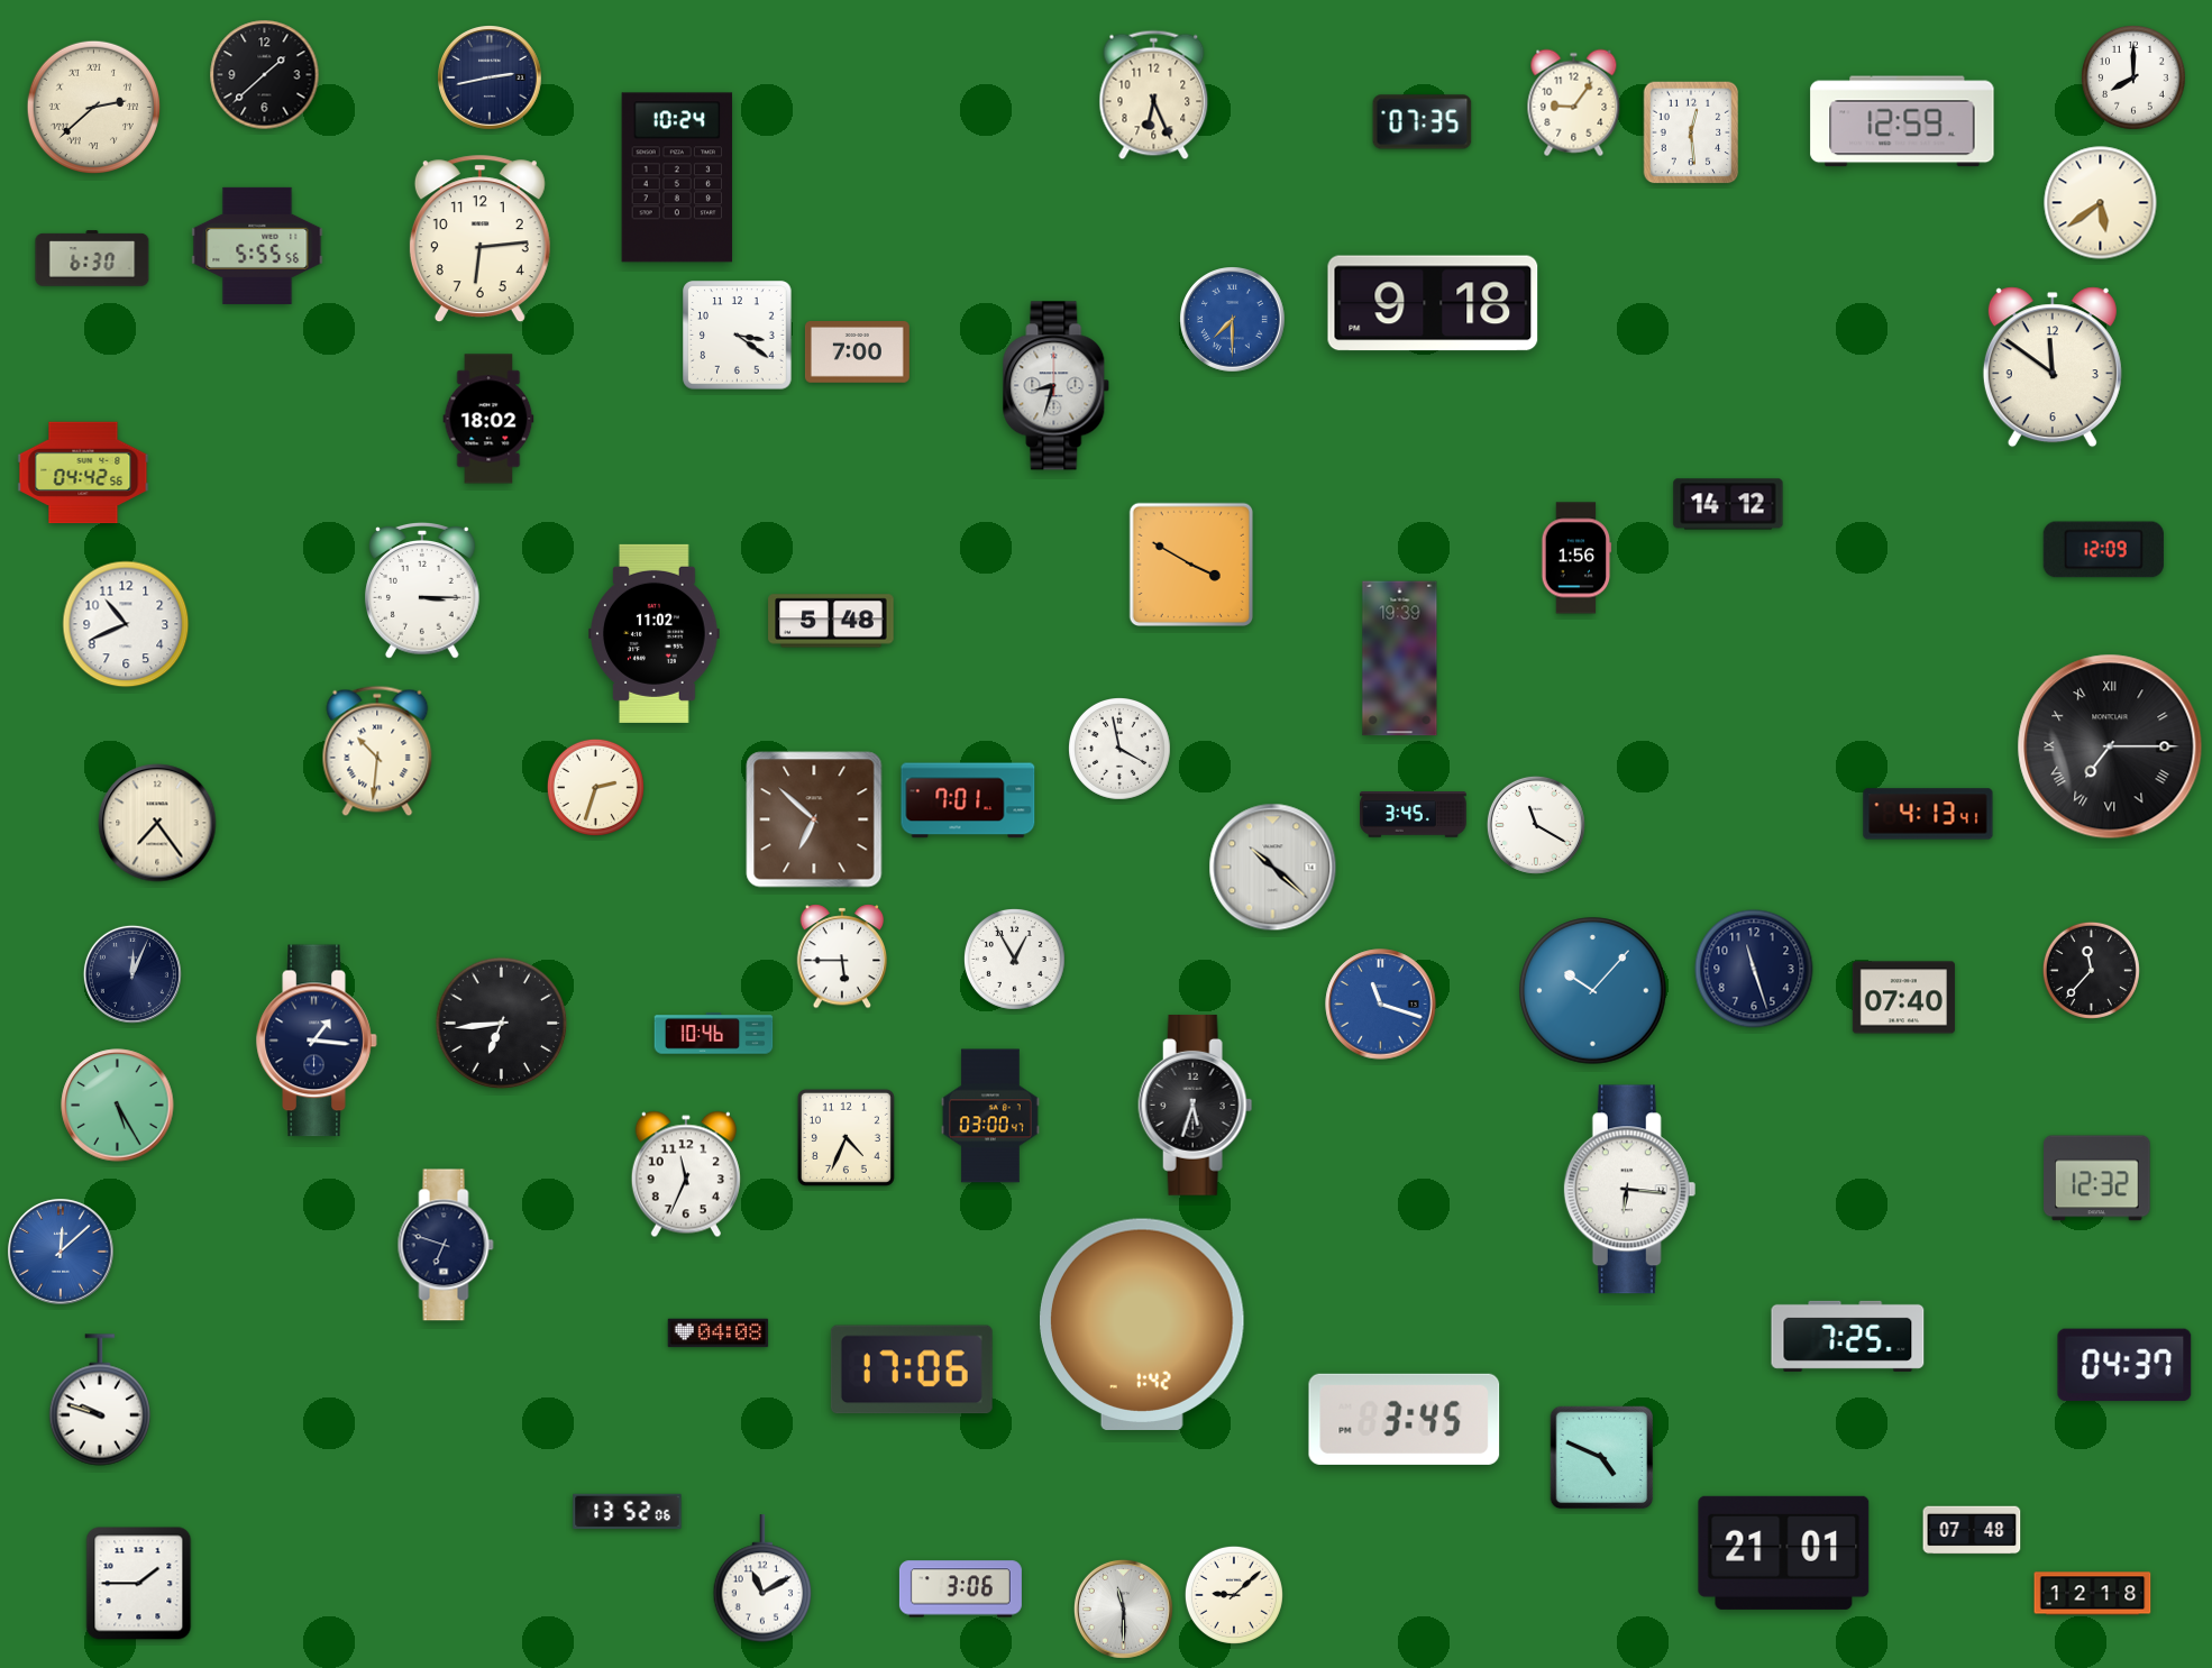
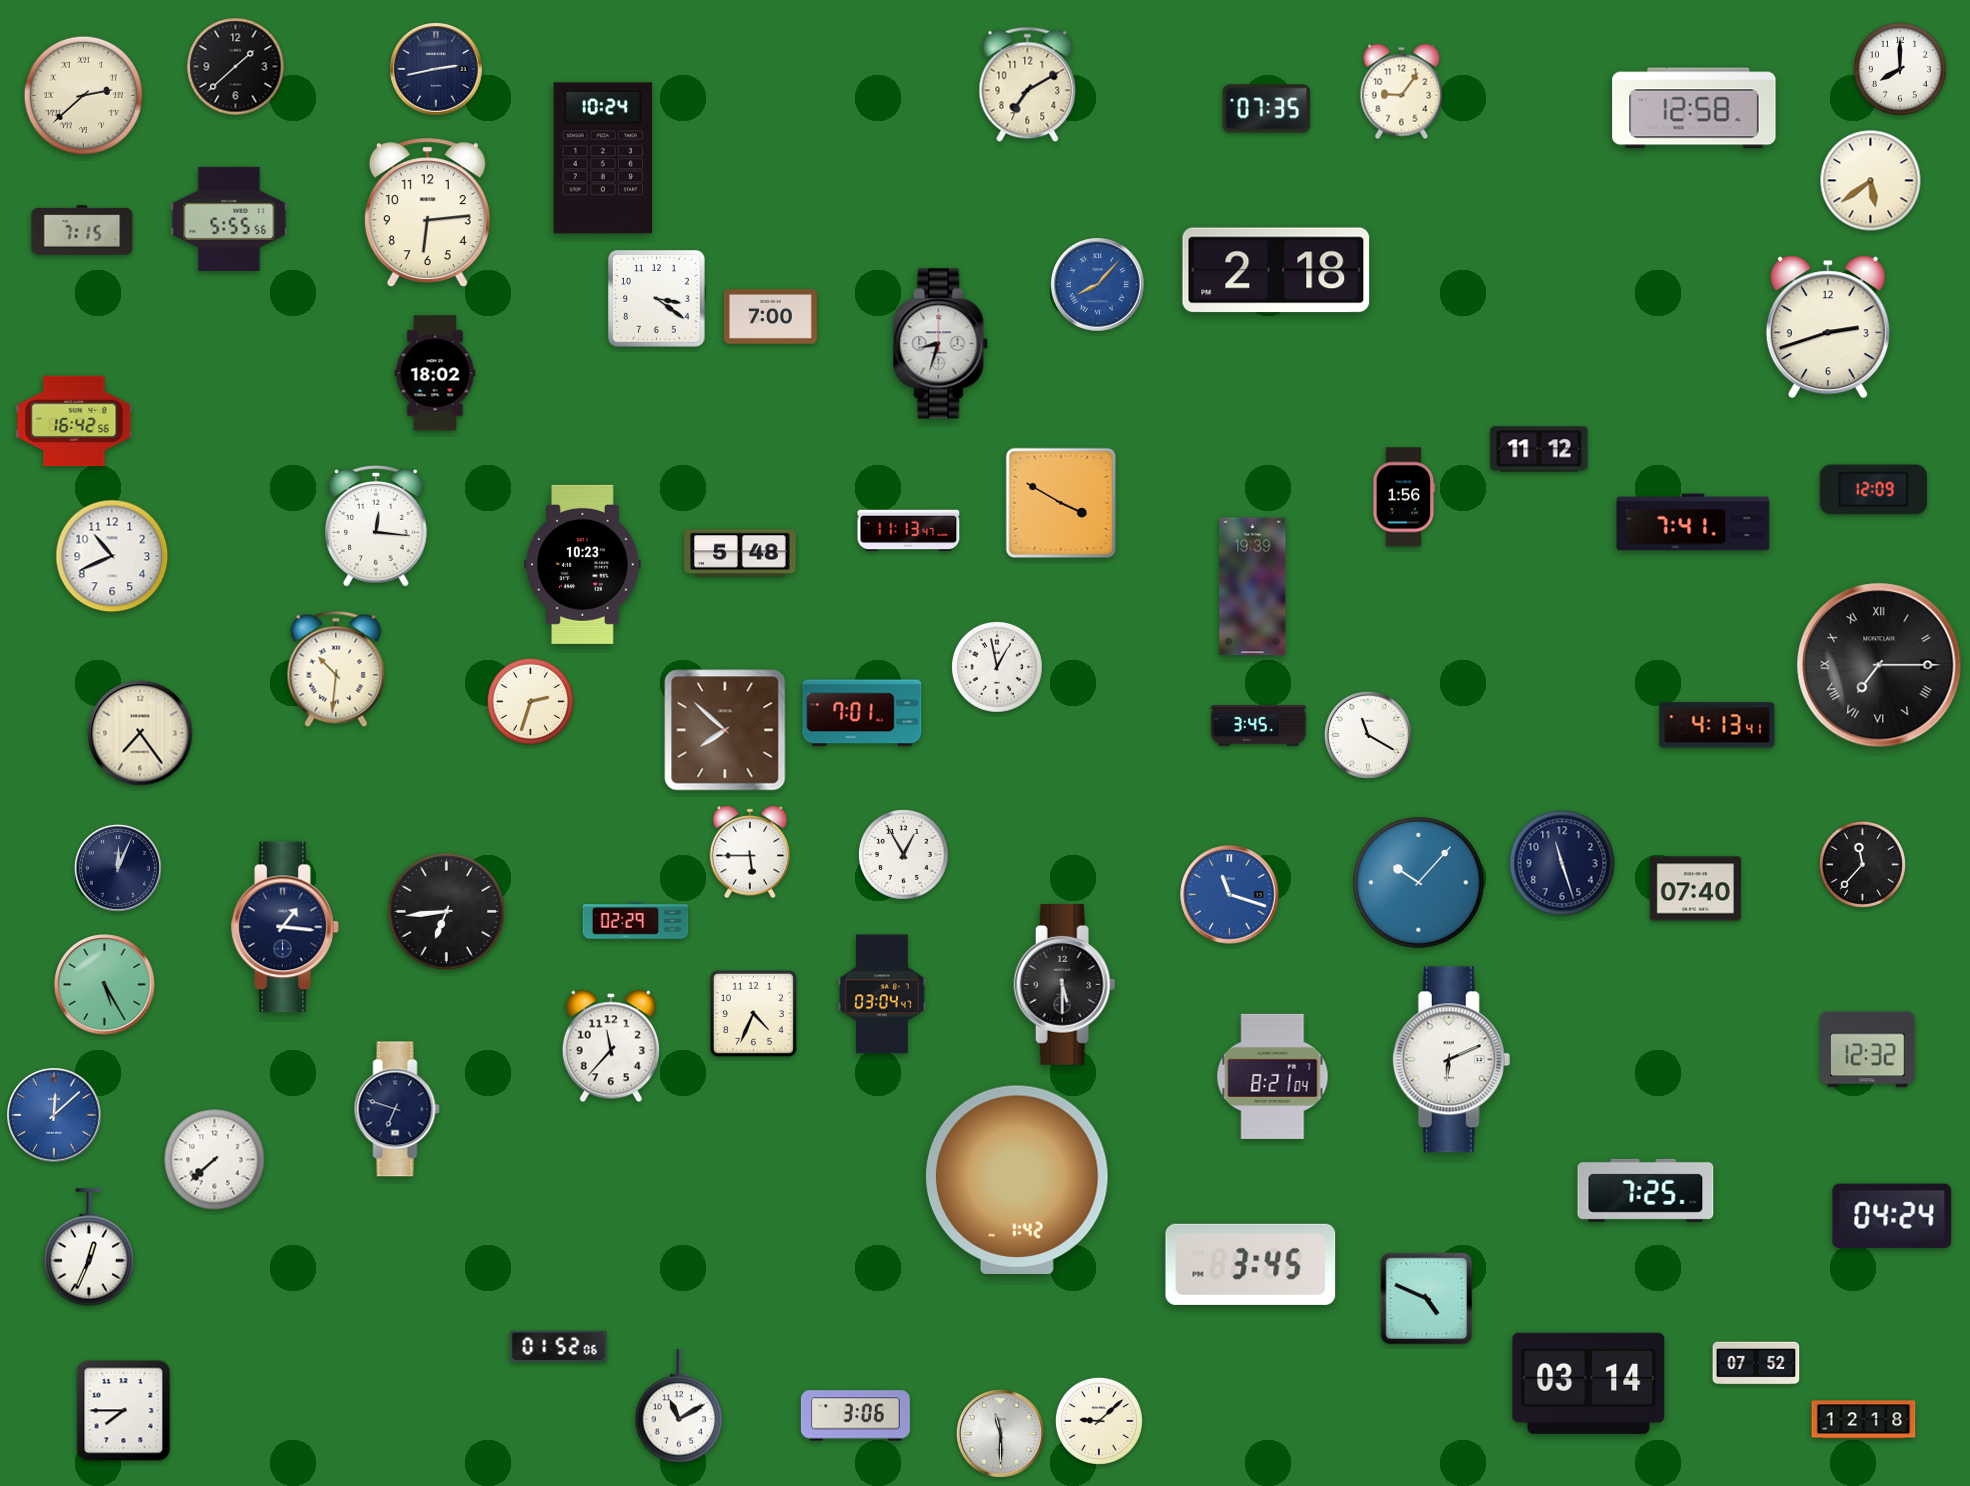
clock at (1154, 95): 6:26 -> 7:10
clock at (1902, 121): 12:59 -> 12:58
clock at (1691, 132): 12:29 -> none
clock at (92, 258): 6:30 -> 7:15
clock at (1433, 303): 9:18 -> 2:18
clock at (1233, 320): 7:30 -> 8:07
clock at (857, 352) position: (857, 352) -> (770, 317)
clock at (2053, 367): 11:51 -> 2:42
clock at (83, 473): 04:42 -> 16:42
clock at (1728, 504): 14:12 -> 11:12
clock at (1693, 522): none -> 7:41
clock at (423, 592): 3:15 -> 12:16
clock at (909, 531): none -> 11:13
clock at (655, 633): 11:02 -> 10:23
clock at (1400, 659) position: (1400, 659) -> (1253, 587)
clock at (1121, 750): 3:58 -> 12:58
clock at (814, 819): 6:52 -> 7:52
clock at (1273, 868): 10:22 -> none
clock at (714, 1034): 10:46 -> 02:29
clock at (317, 1041) position: (317, 1041) -> (285, 927)
clock at (1196, 1105): 5:33 -> 5:30
clock at (990, 1116): 03:00 -> 03:04
clock at (686, 1174): 11:34 -> 11:37
clock at (1630, 1190): 6:16 -> 6:11
clock at (1273, 1076): none -> 8:21
clock at (215, 1160): none -> 7:38
clock at (719, 1334): 04:08 -> none
clock at (2124, 1365): 04:37 -> 04:24
clock at (912, 1369): 17:06 -> none
clock at (99, 1400): 9:48 -> 12:34
clock at (628, 1512): 13:52 -> 01:52
clock at (1972, 1530): 07:48 -> 07:52
clock at (1784, 1552): 21:01 -> 03:14
clock at (139, 1584): 1:45 -> 7:45
